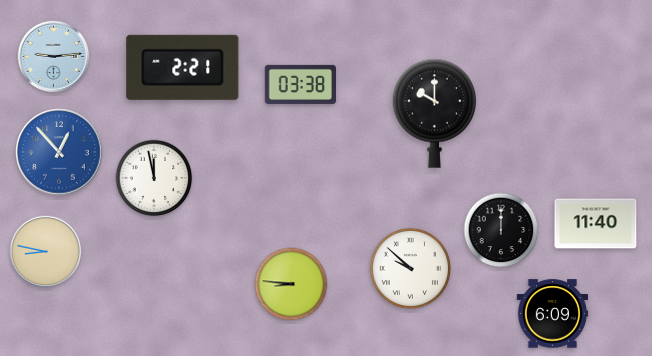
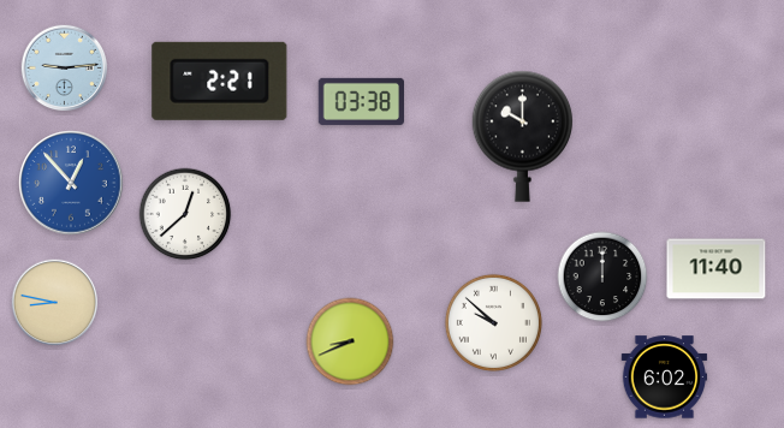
clock at (154, 178): 11:58 -> 12:38
clock at (291, 284): 8:46 -> 8:41
clock at (553, 314): 6:09 -> 6:02
